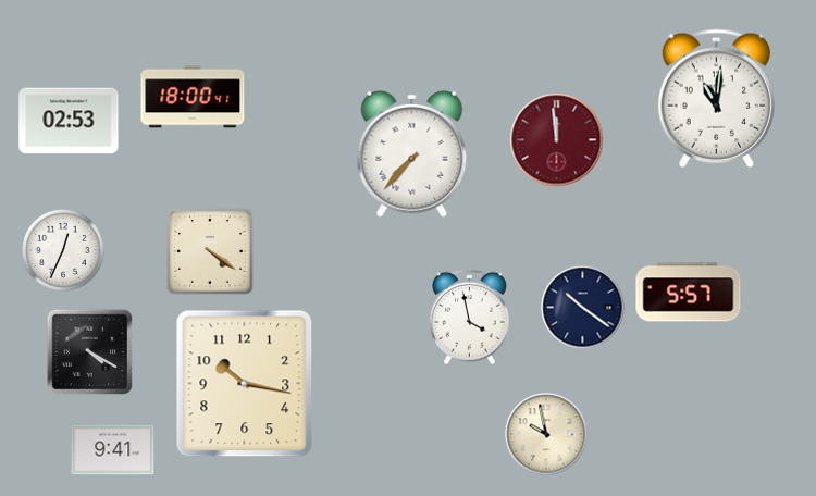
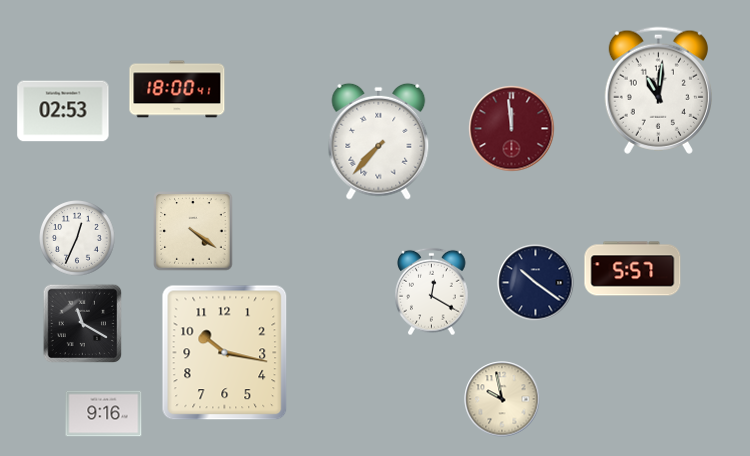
clock at (63, 250) position: (63, 250) -> (77, 238)
clock at (470, 318): 3:58 -> 12:20
clock at (90, 352): 4:20 -> 11:20
clock at (113, 450): 9:41 -> 9:16
